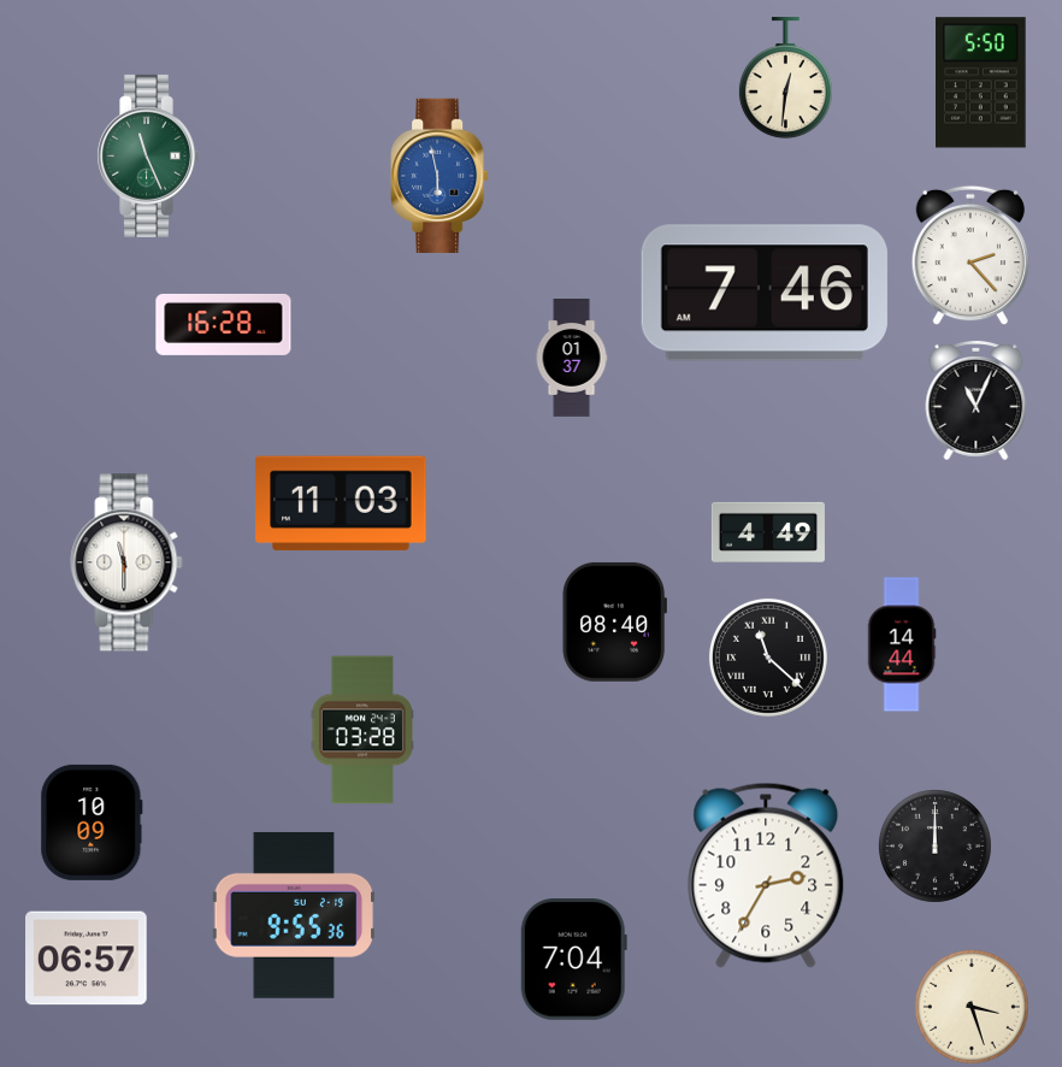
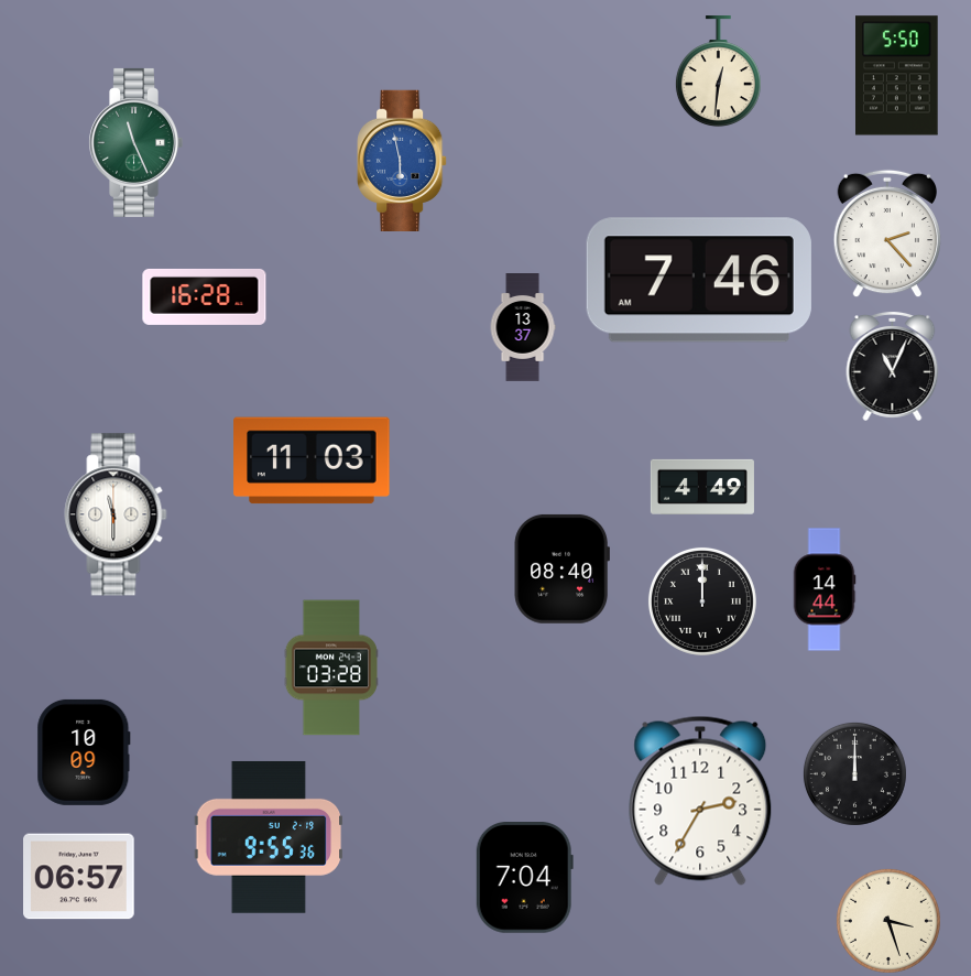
clock at (765, 293) position: (765, 293) -> (699, 280)
clock at (572, 359): 01:37 -> 13:37
clock at (768, 658): 11:22 -> 12:00
